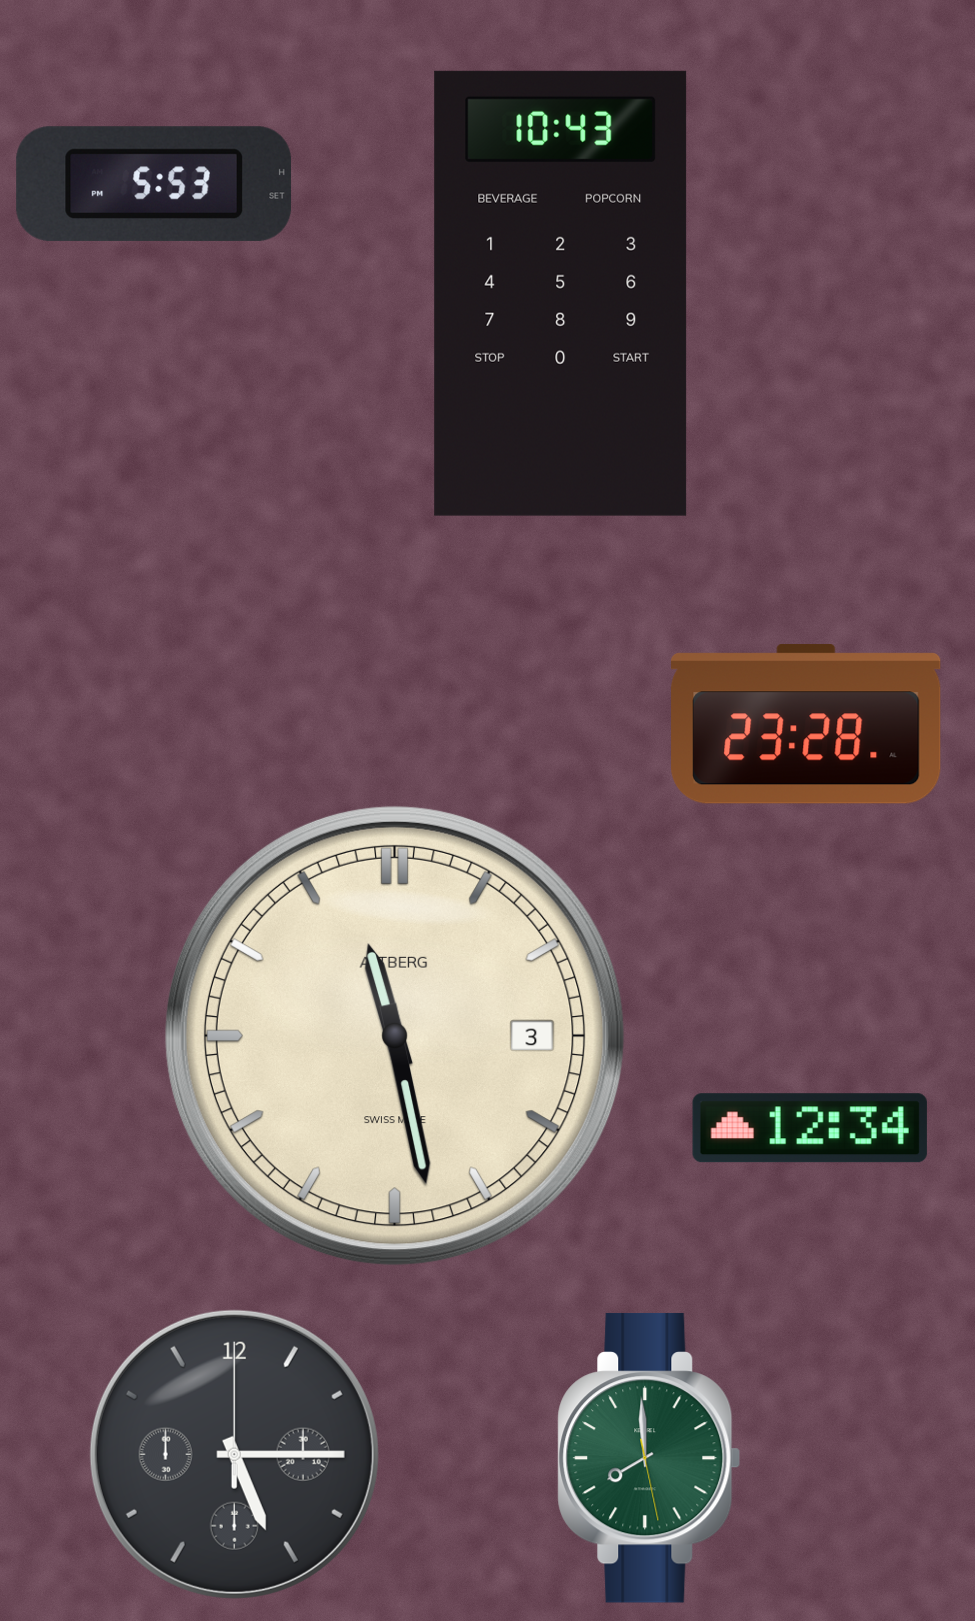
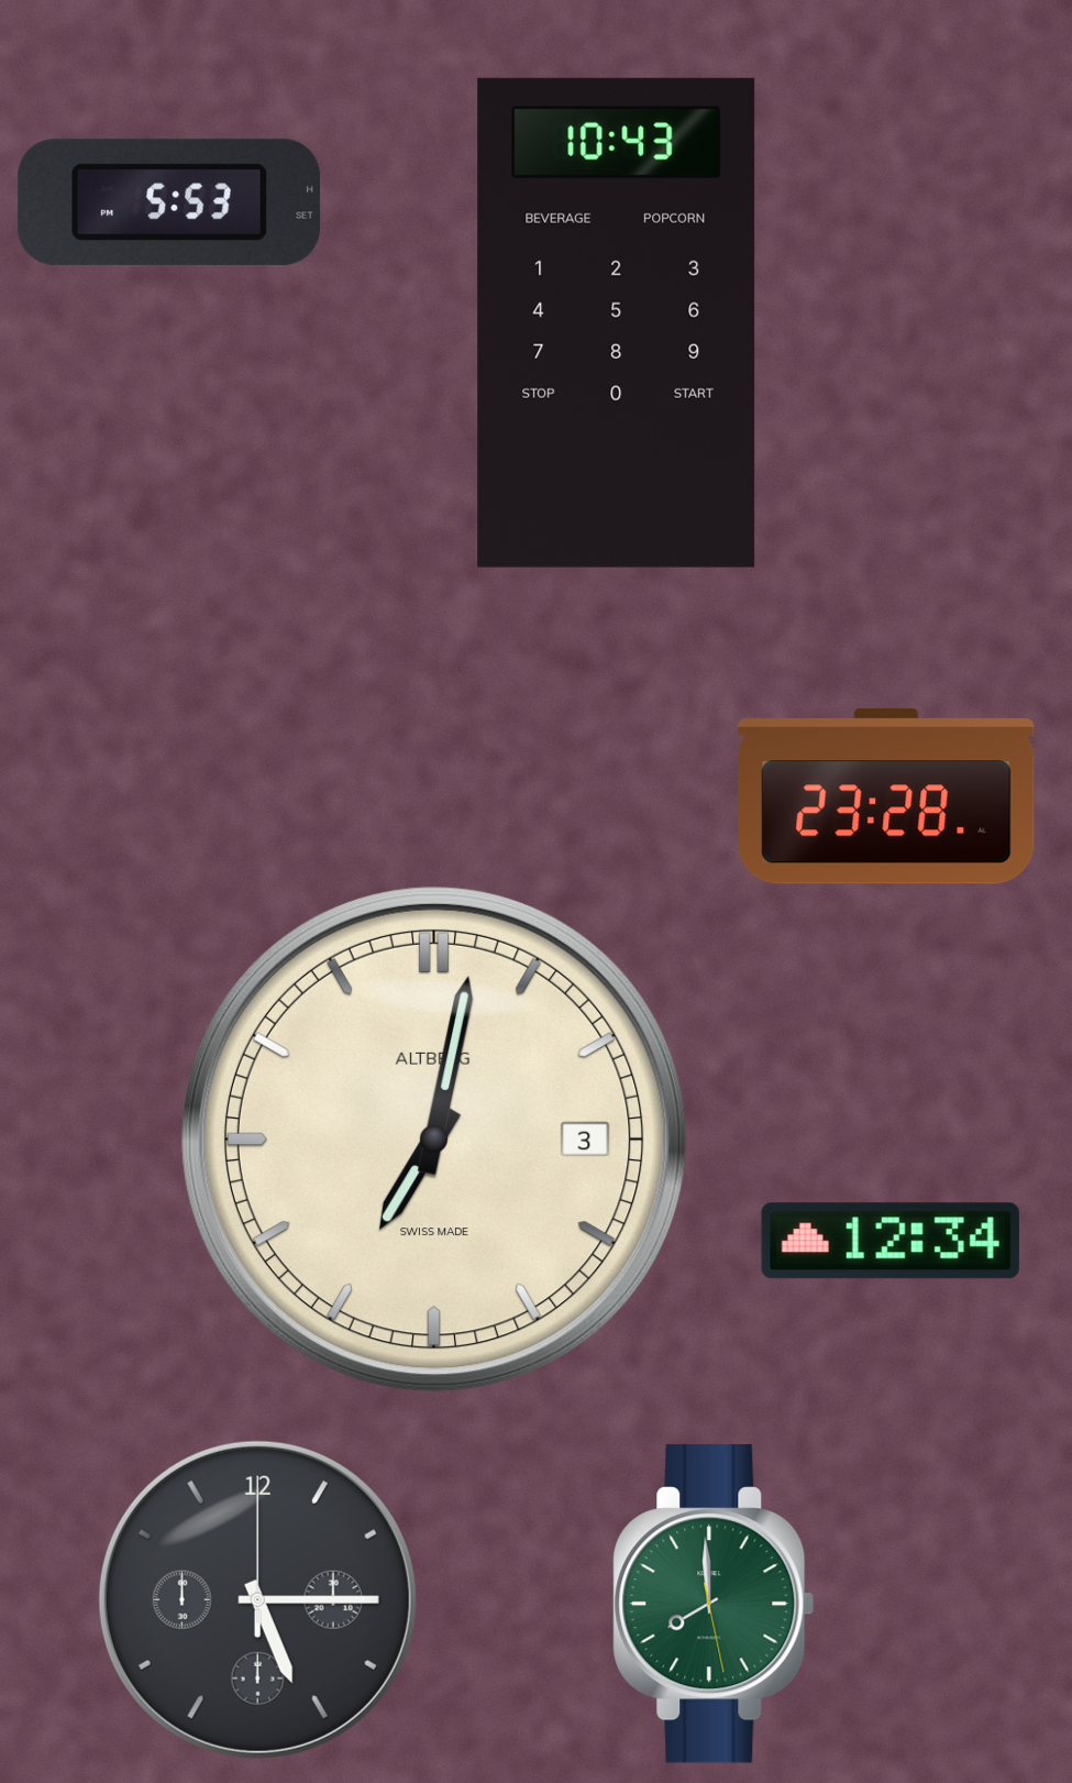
clock at (395, 1036): 11:28 -> 7:02
